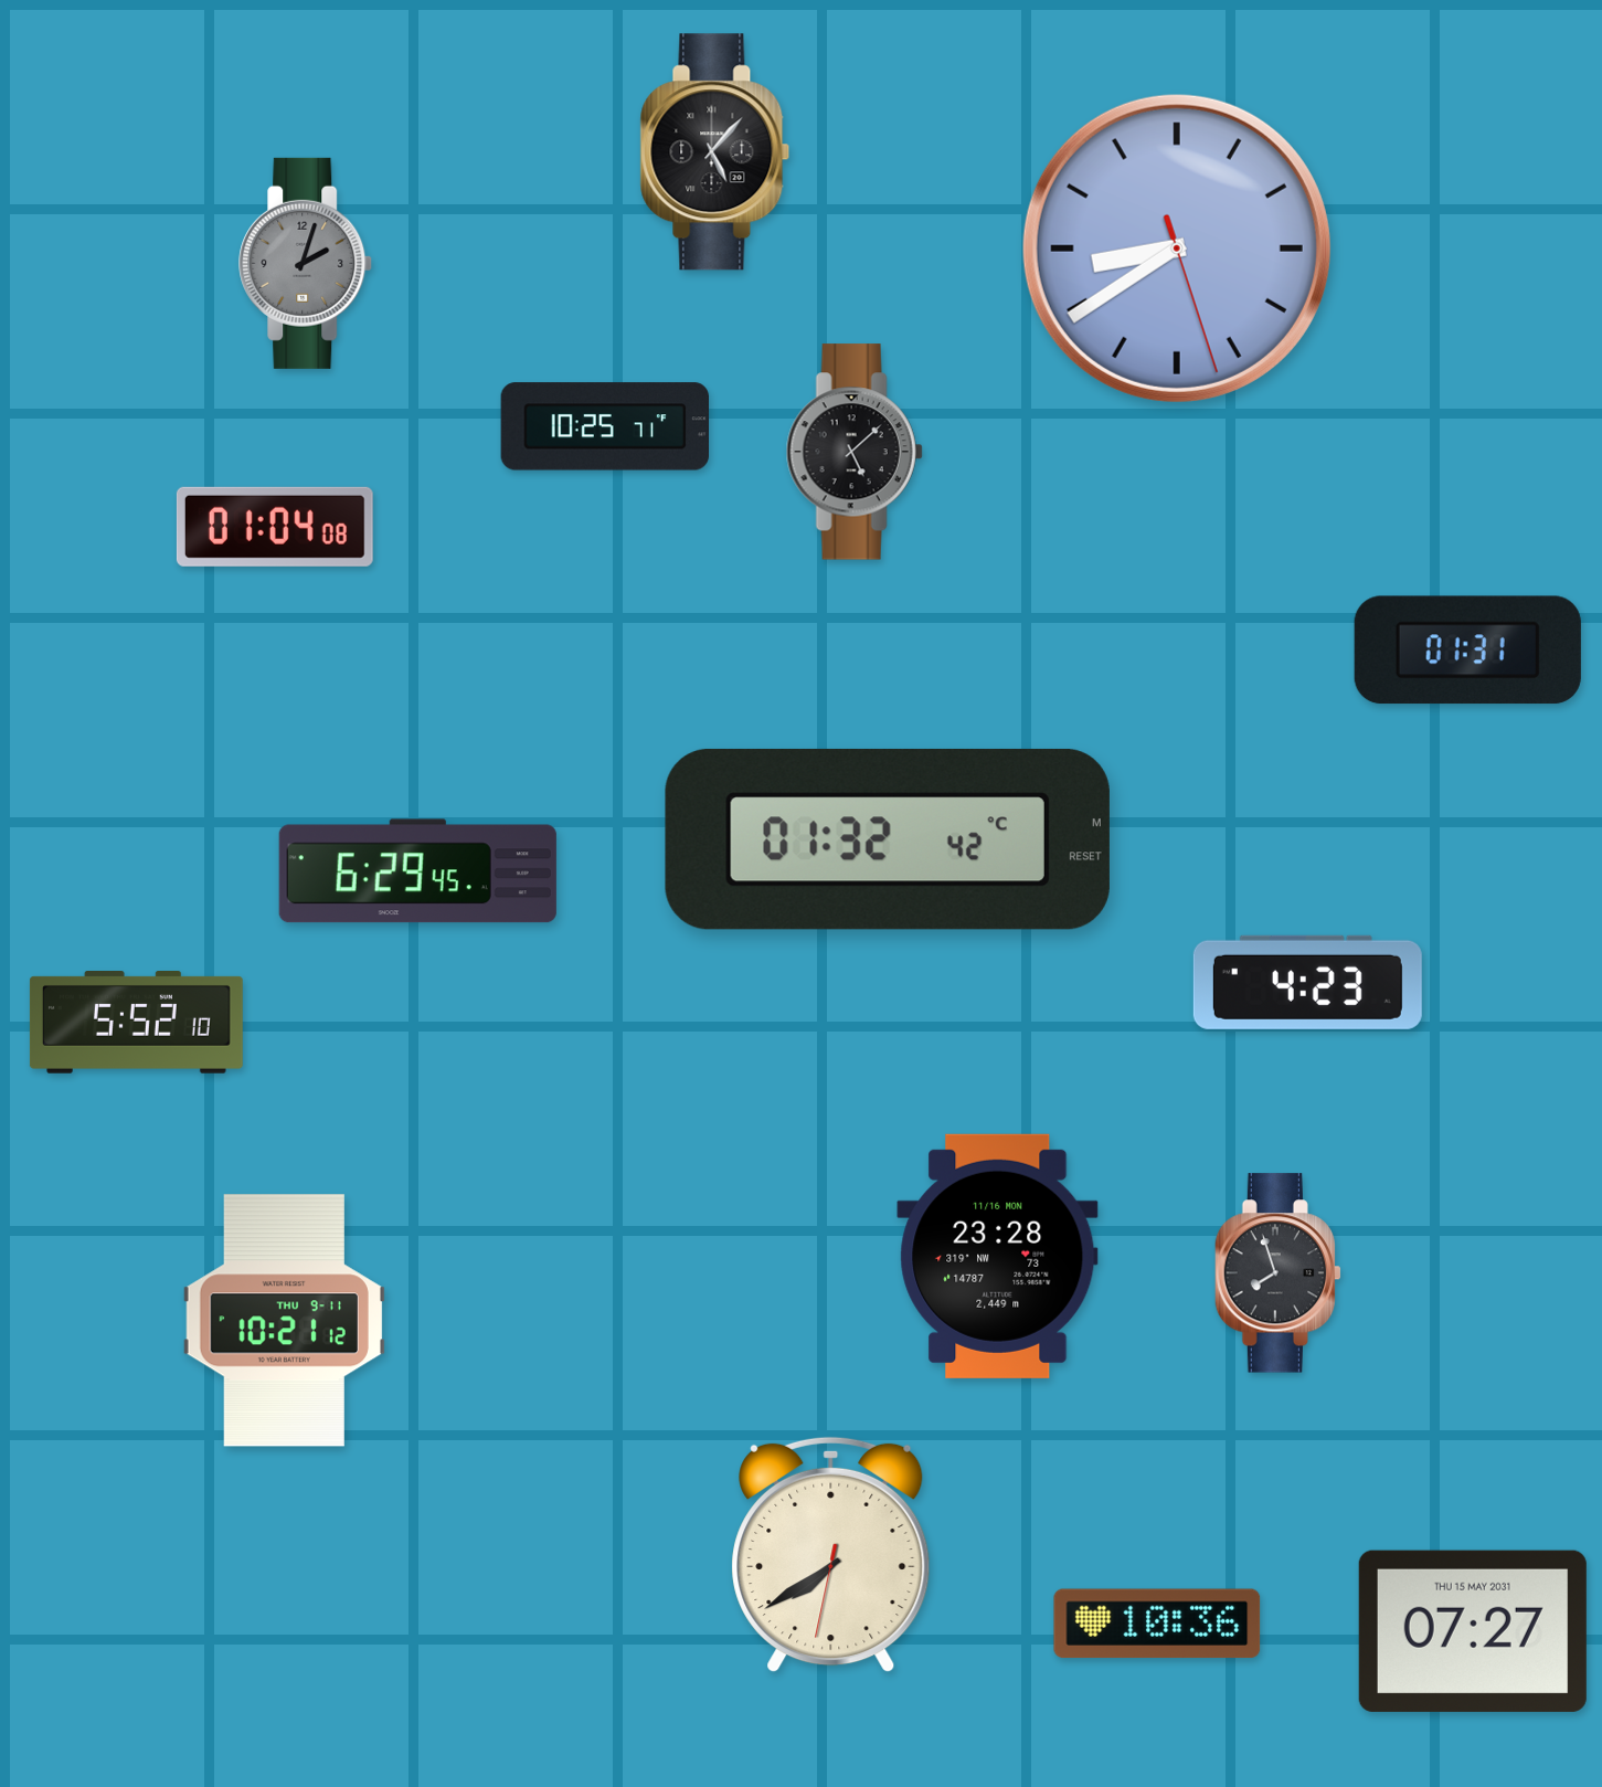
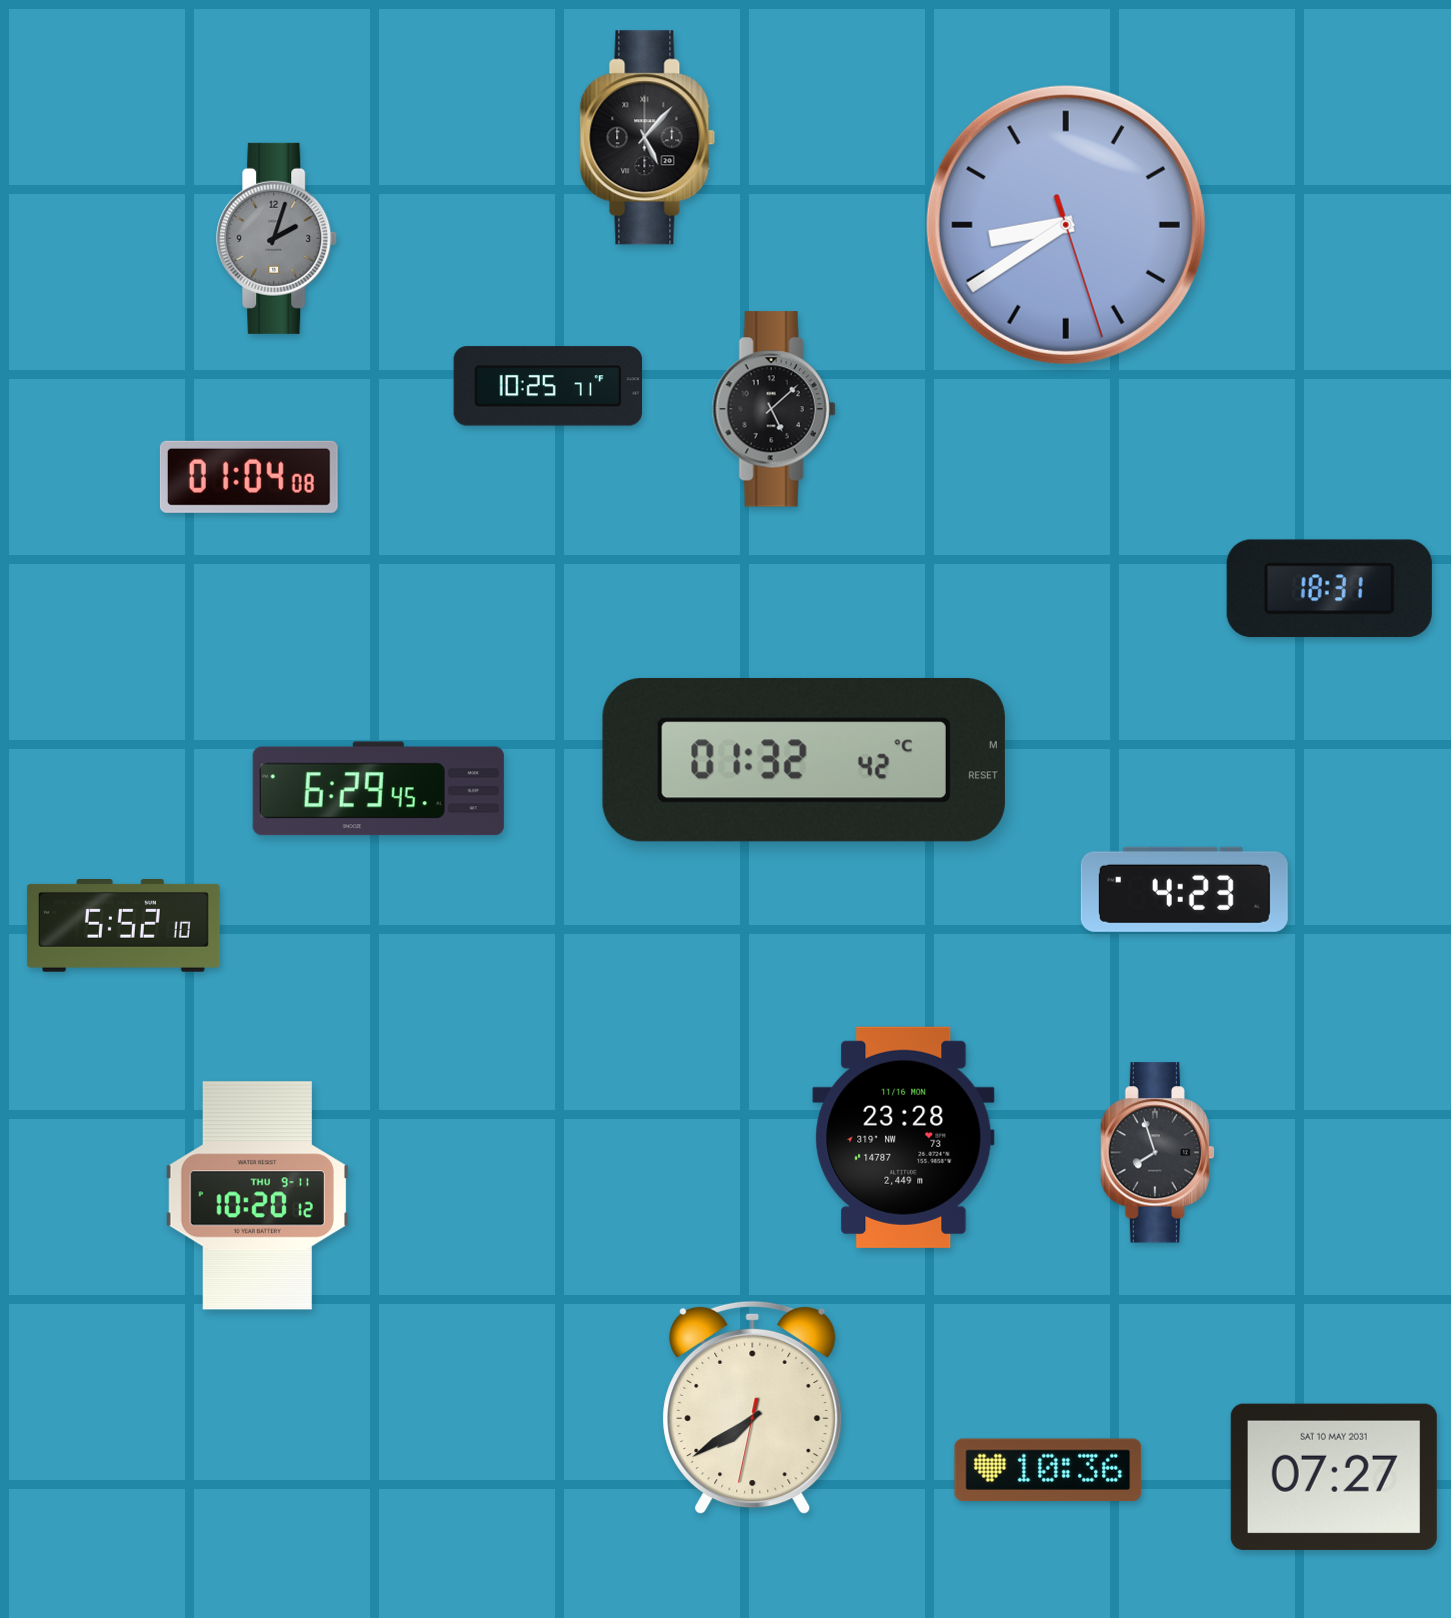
clock at (1467, 651): 01:31 -> 18:31
clock at (284, 1321): 10:21 -> 10:20
clock at (1473, 1631) date: THU 15 MAY 2031 -> SAT 10 MAY 2031
